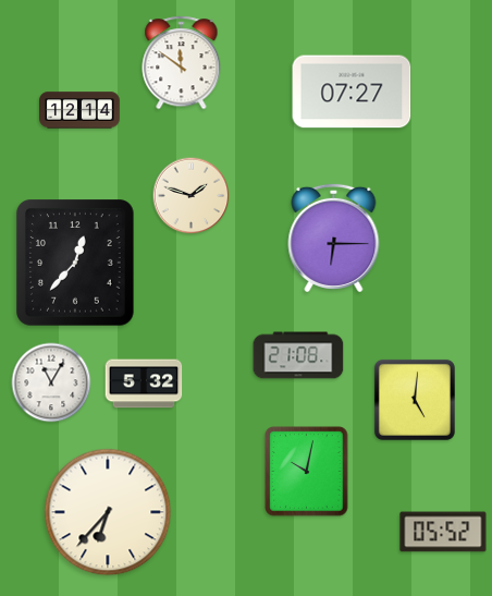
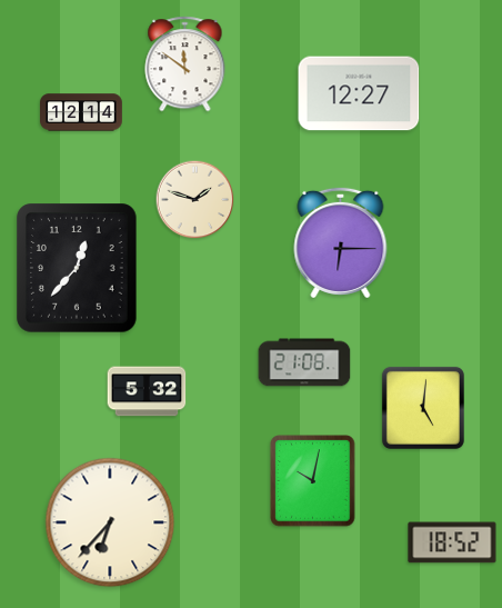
clock at (352, 92): 07:27 -> 12:27
clock at (51, 382): 11:05 -> none
clock at (443, 532): 05:52 -> 18:52
